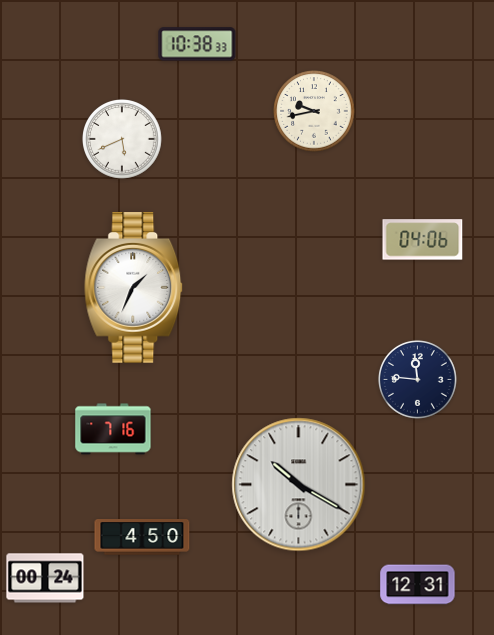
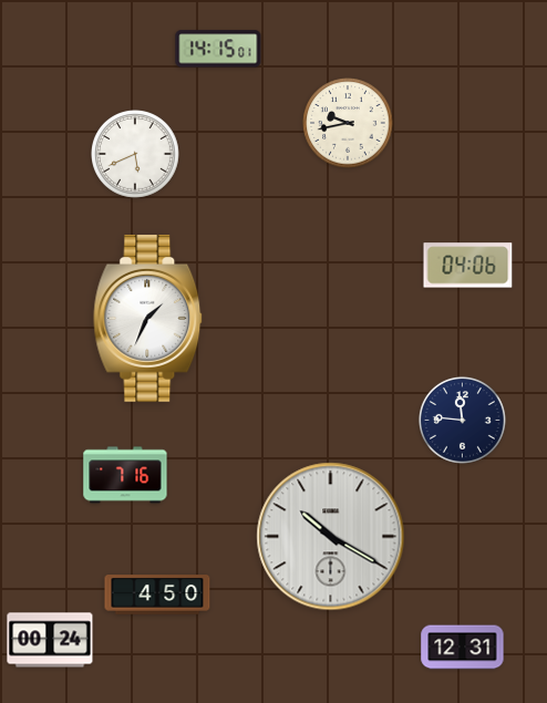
clock at (197, 44): 10:38 -> 14:15
